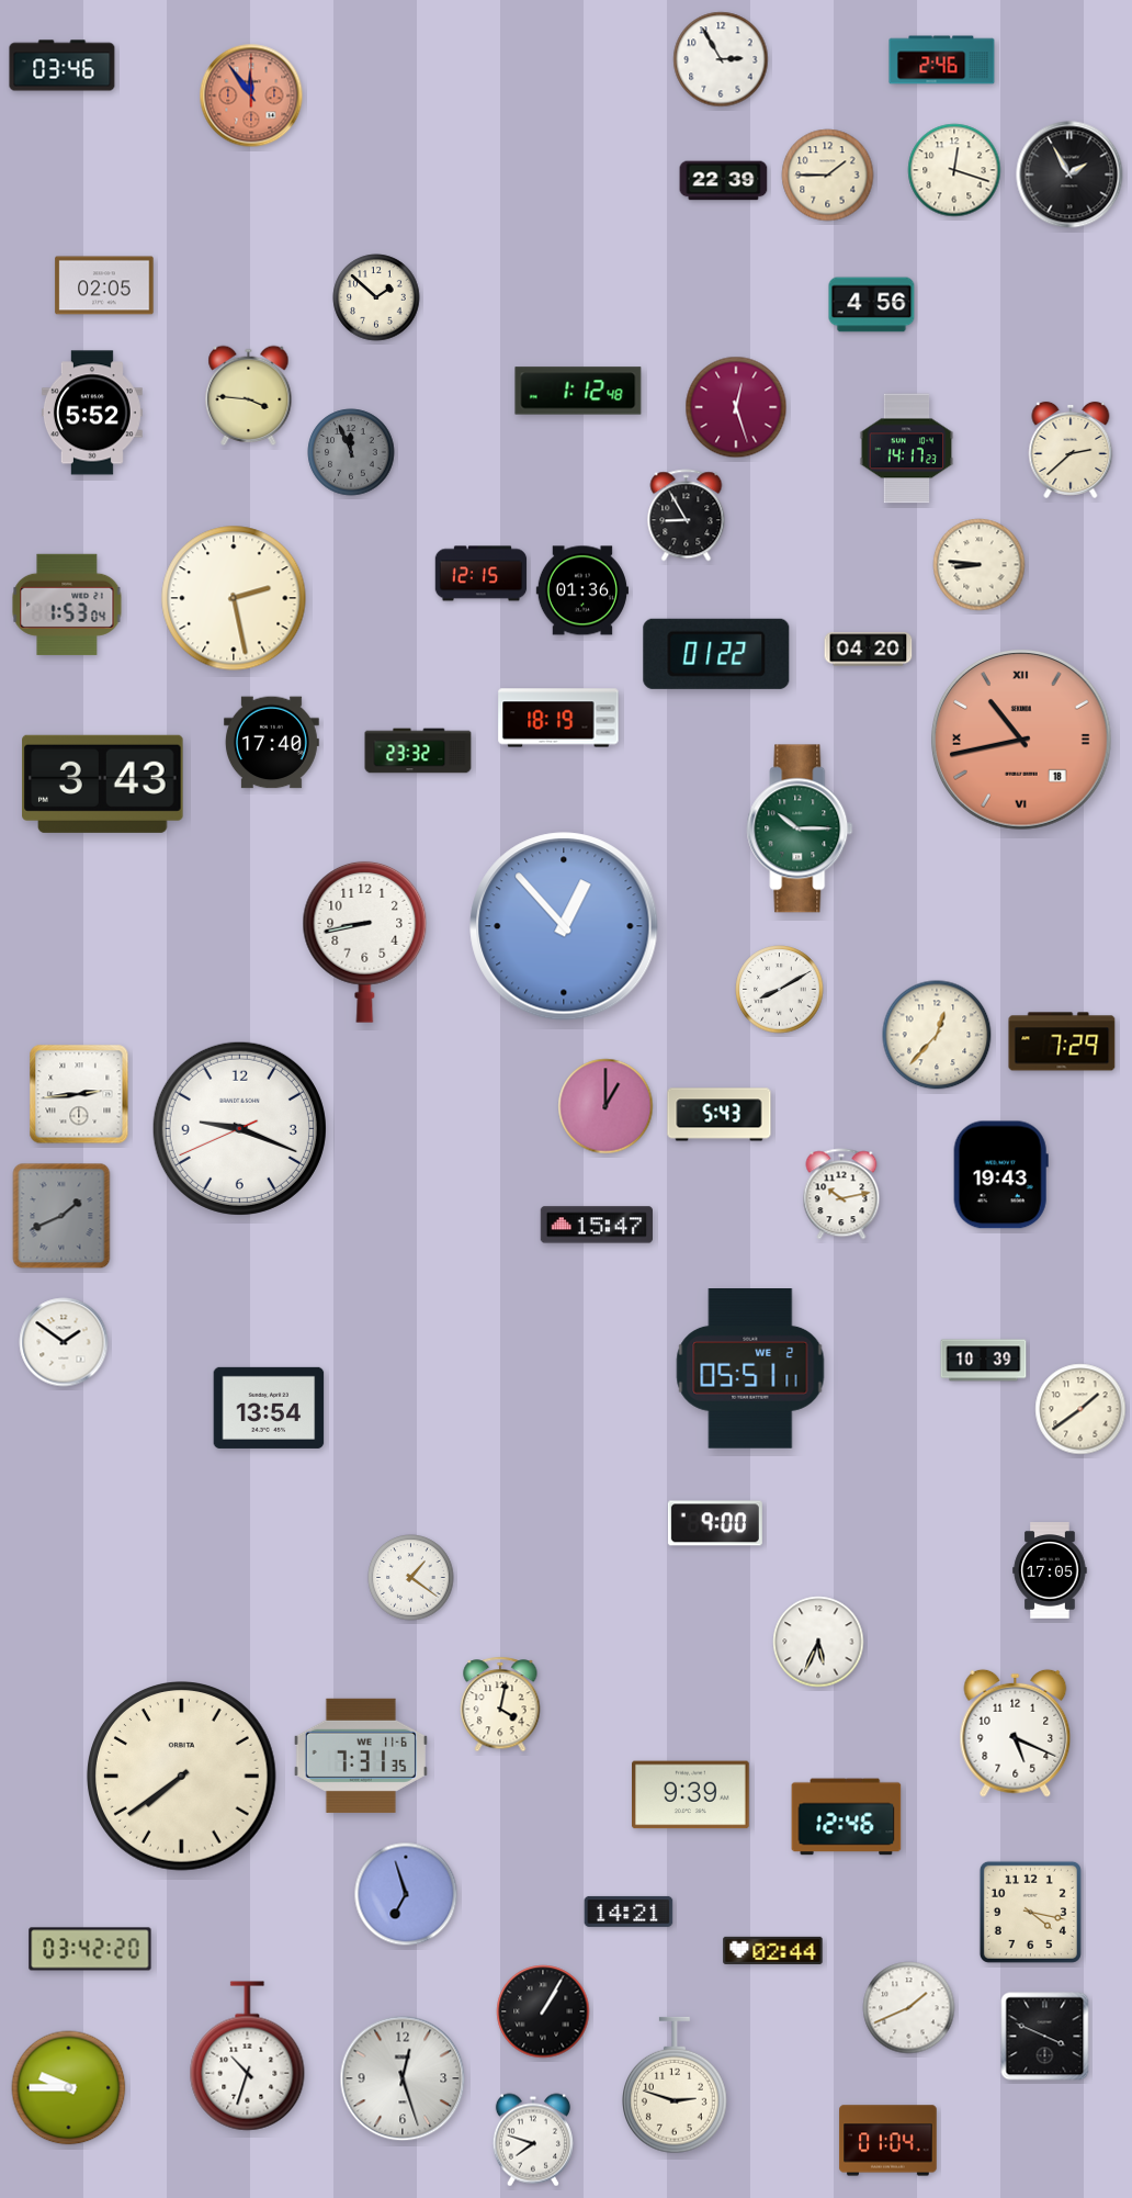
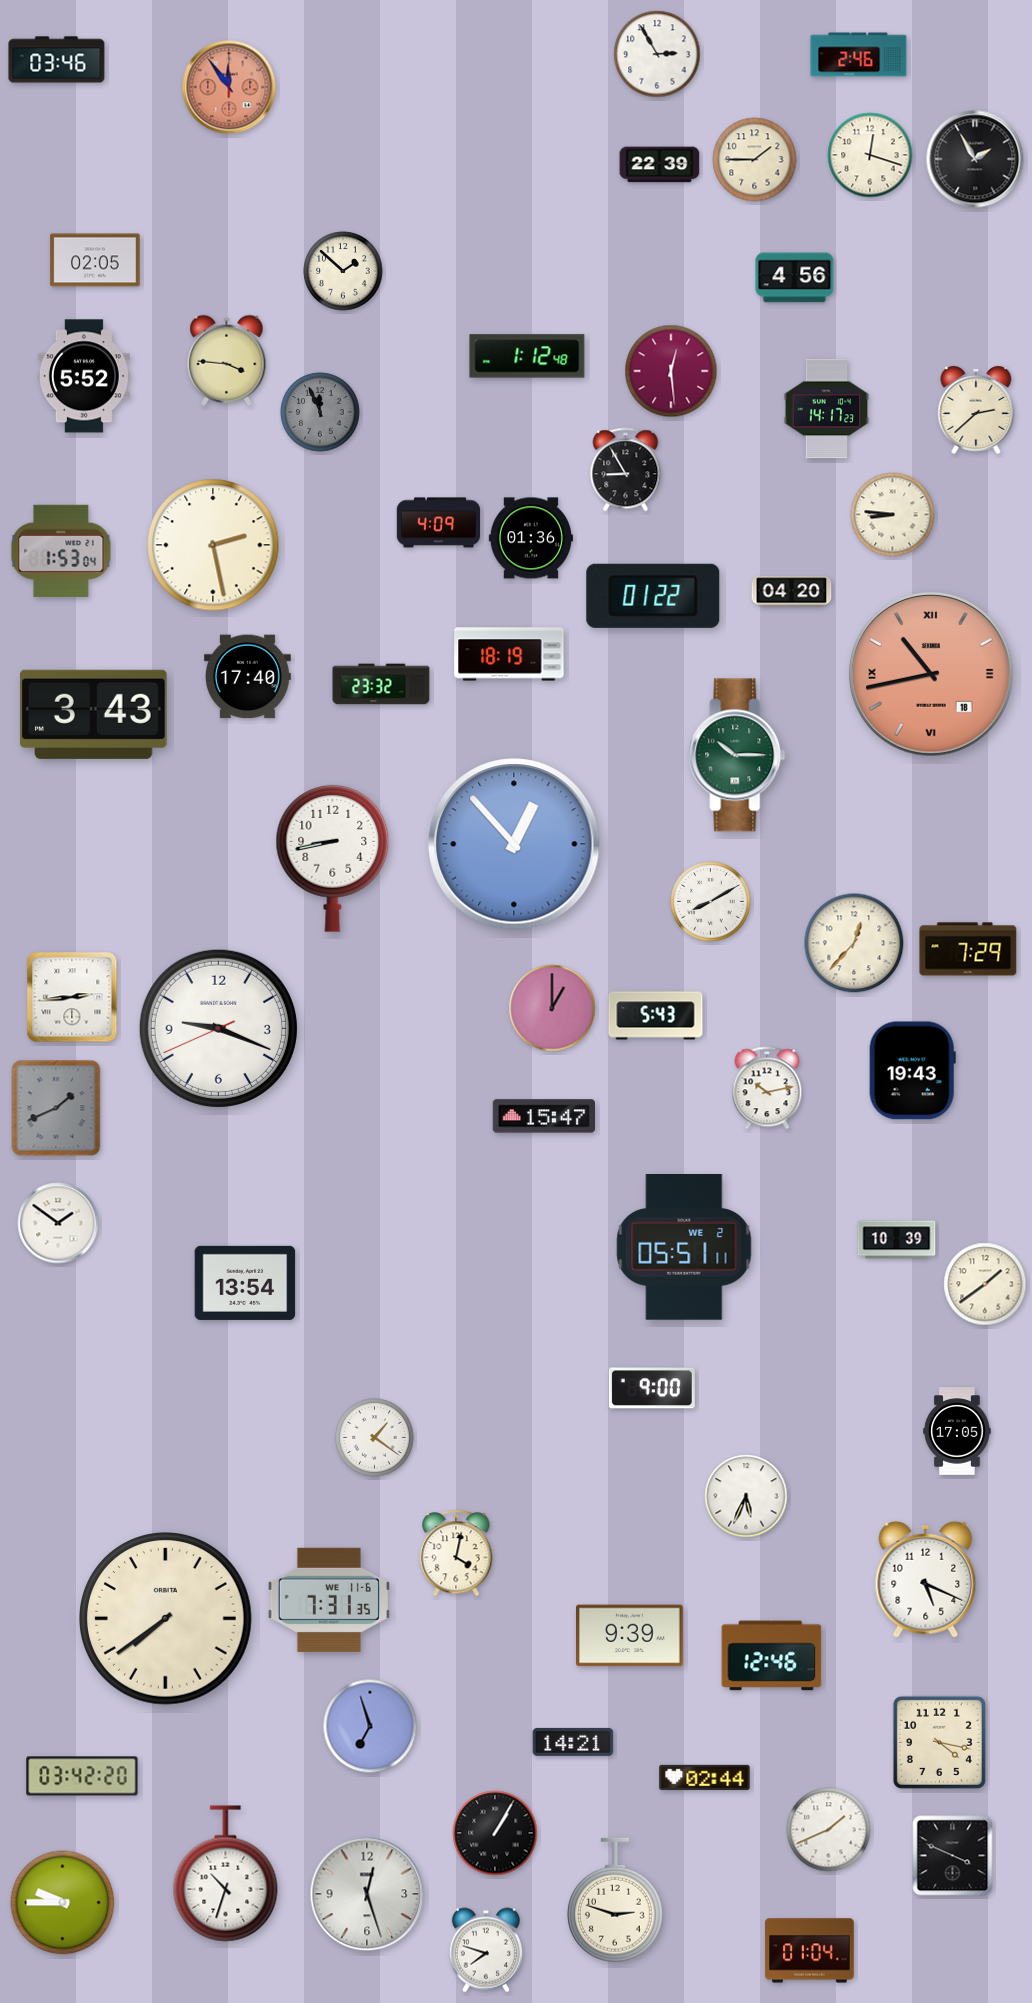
clock at (736, 407): 12:27 -> 12:29
clock at (482, 574): 12:15 -> 4:09
clock at (800, 829) position: (800, 829) -> (737, 755)
